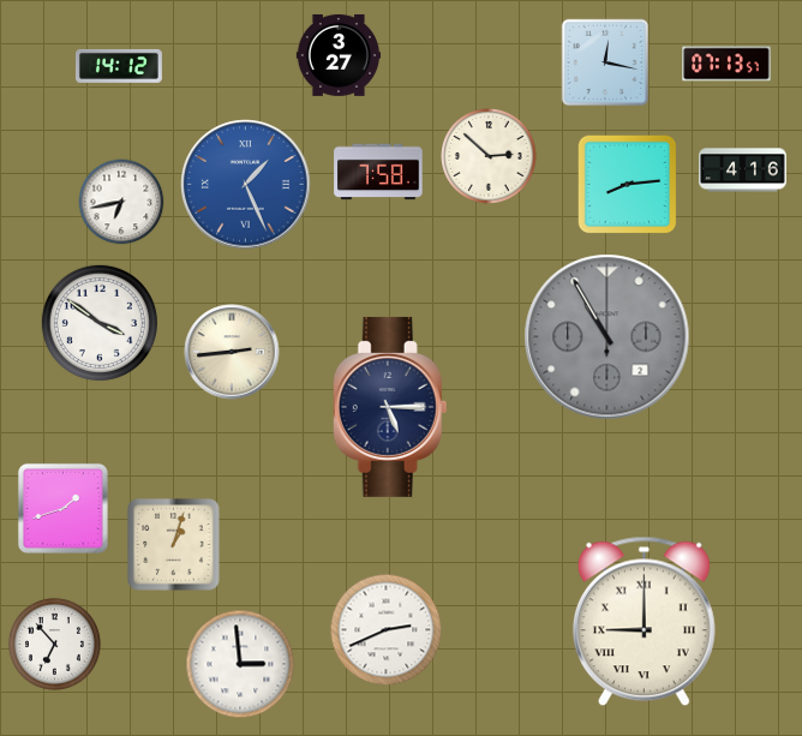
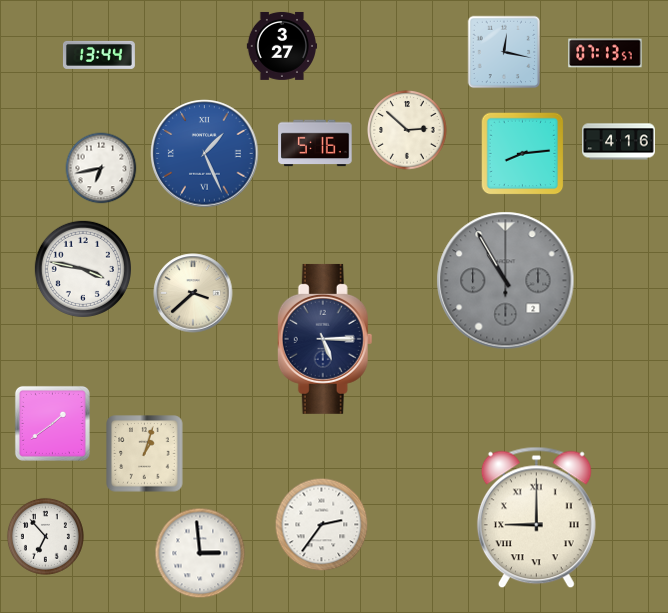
clock at (119, 66): 14:12 -> 13:44
clock at (378, 172): 7:58 -> 5:16
clock at (100, 323): 3:51 -> 3:47
clock at (232, 352): 2:44 -> 3:38
clock at (62, 508): 1:42 -> 1:39
clock at (387, 630): 2:41 -> 2:36
